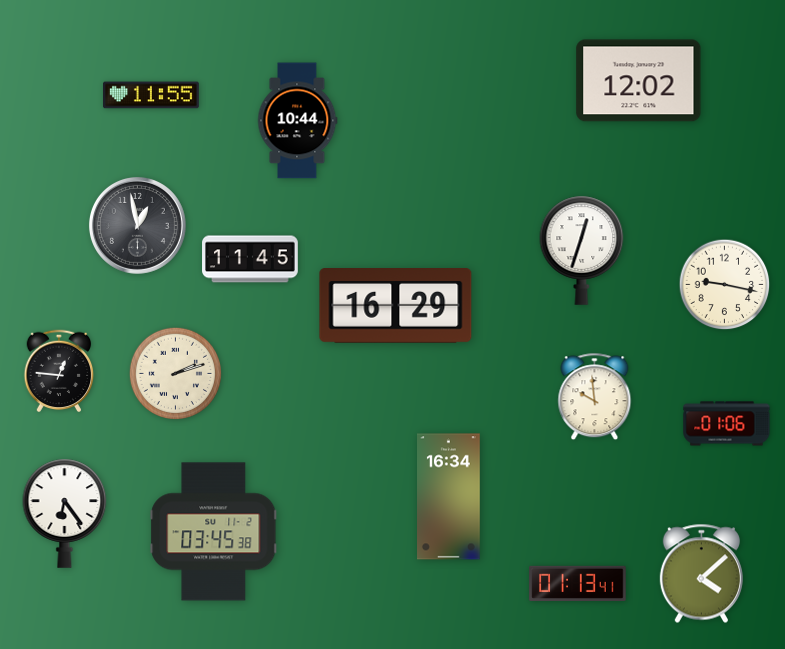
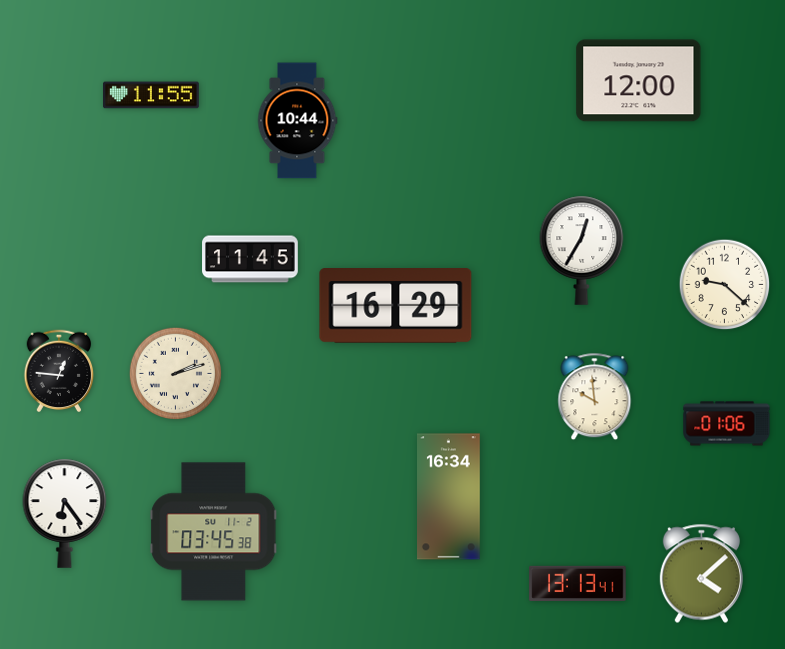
clock at (639, 81): 12:02 -> 12:00
clock at (137, 225): 12:58 -> none
clock at (582, 250): 12:33 -> 12:35
clock at (725, 285): 9:17 -> 9:22
clock at (578, 583): 01:13 -> 13:13
